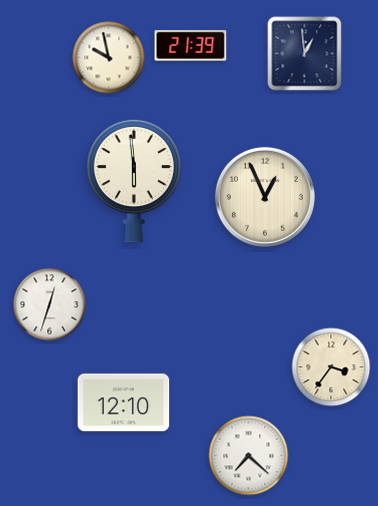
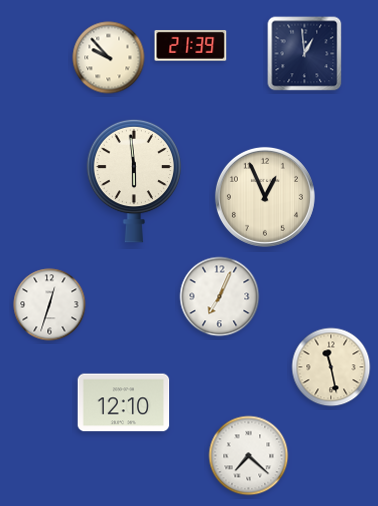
clock at (109, 58): 9:58 -> 9:53
clock at (220, 297): none -> 7:04
clock at (331, 367): 3:36 -> 11:28
